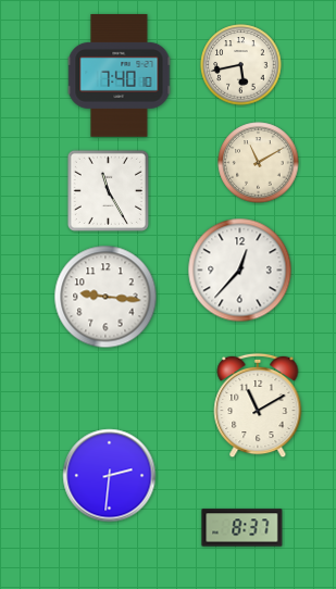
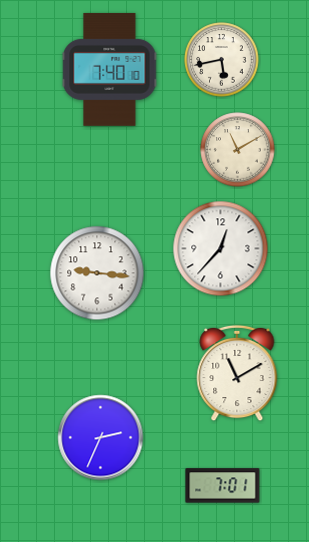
clock at (108, 190): 11:25 -> none
clock at (110, 476): 2:31 -> 2:34
clock at (242, 528): 8:37 -> 7:01
